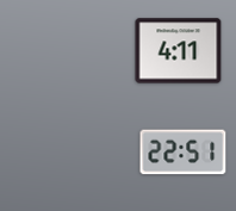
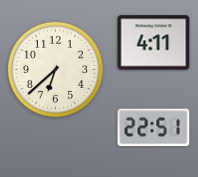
clock at (179, 51) position: (179, 51) -> (154, 43)
clock at (55, 69): none -> 6:38
